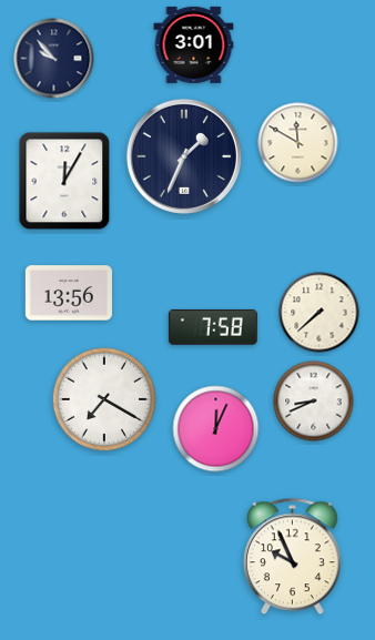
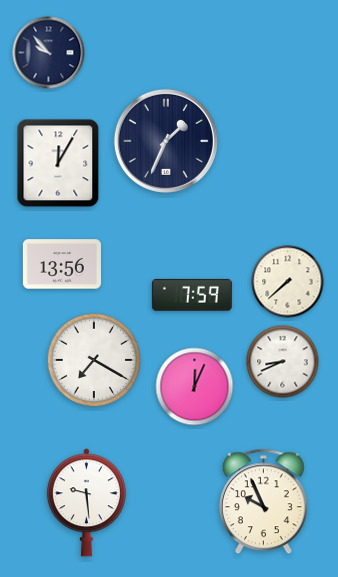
clock at (194, 44): 3:01 -> none
clock at (298, 143): 11:50 -> none
clock at (213, 327): 7:58 -> 7:59
clock at (86, 503): none -> 9:29
